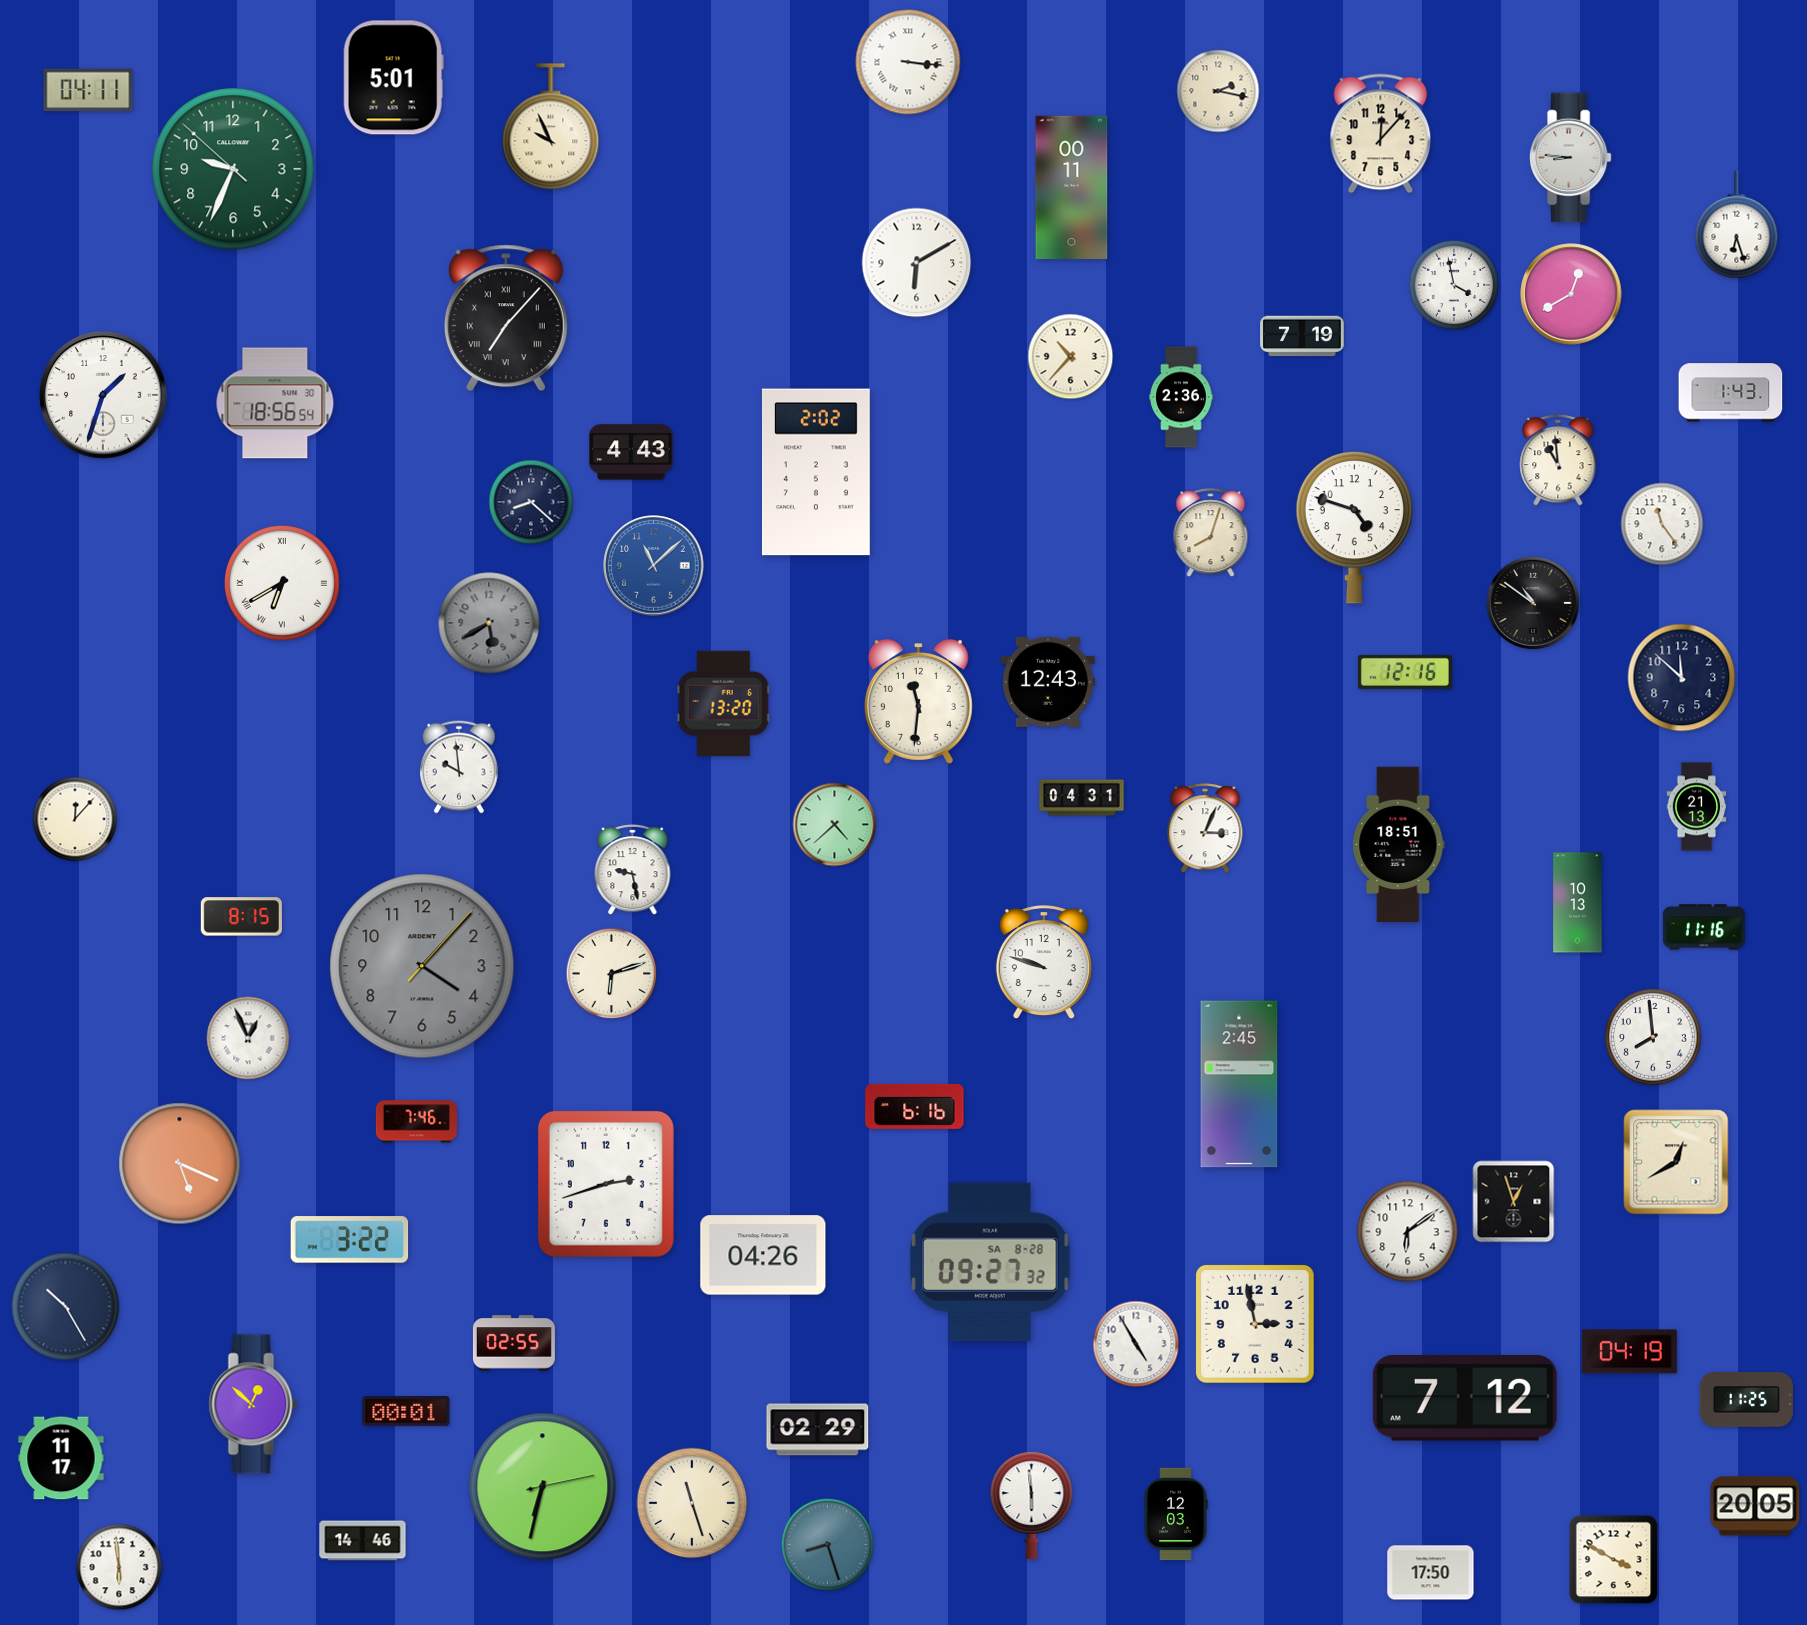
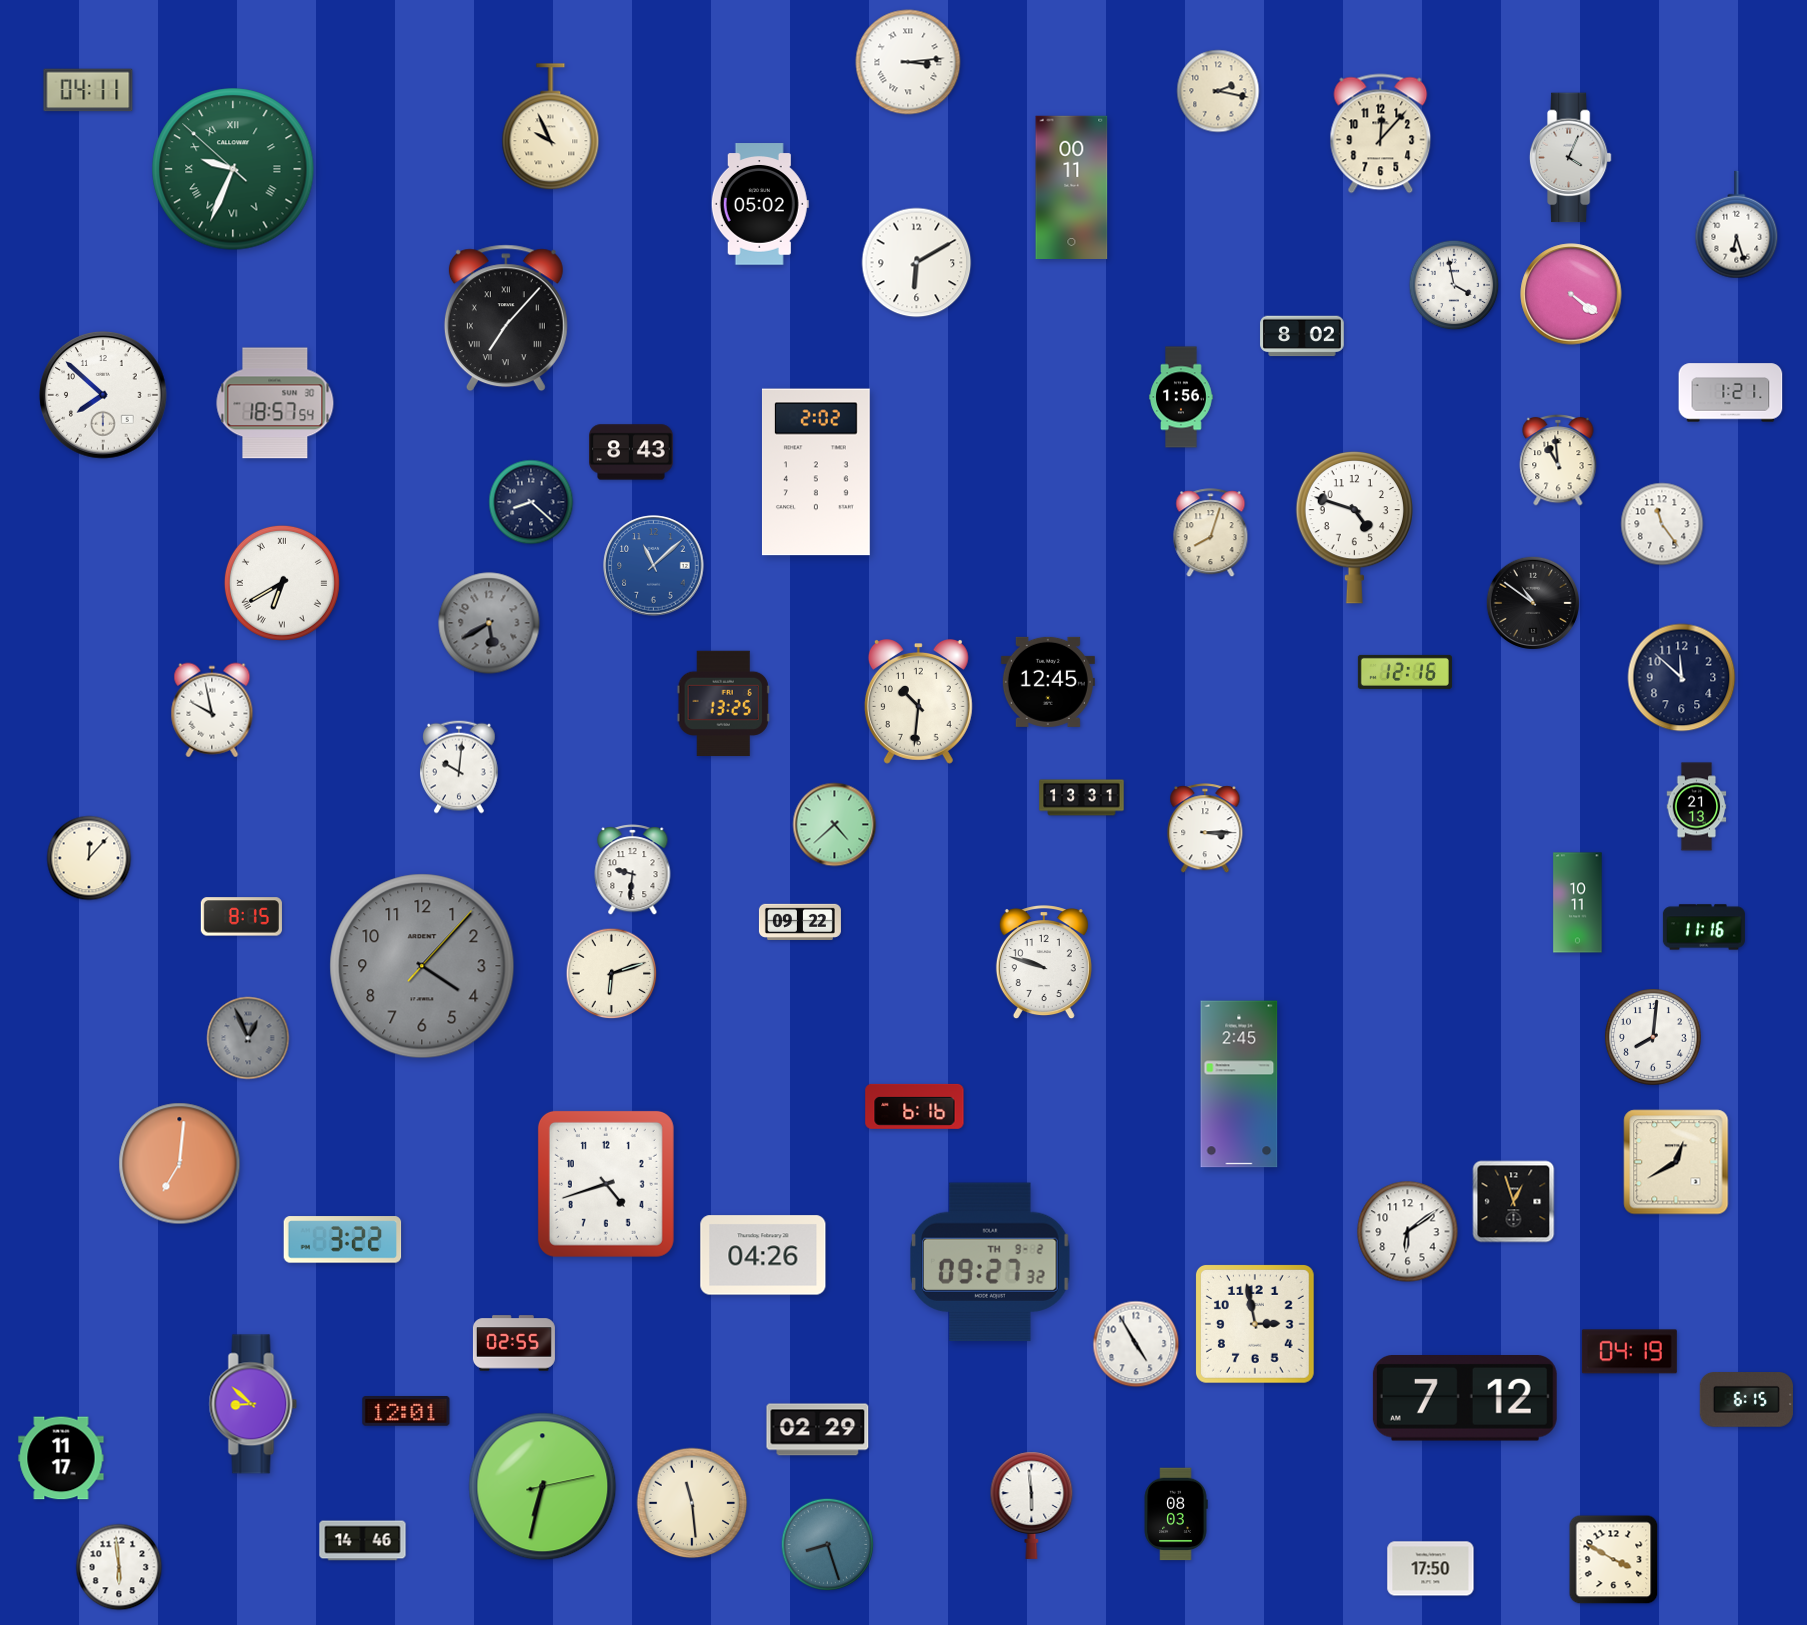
clock at (908, 62): 3:16 -> 3:14
clock at (393, 78): 5:01 -> none
clock at (1570, 158): 8:46 -> 4:04
clock at (233, 169) numerals: Arabic -> Roman
clock at (760, 204): none -> 05:02
clock at (1571, 294): 12:40 -> 4:21
clock at (1302, 336): 7:19 -> 8:02
clock at (1071, 357): 10:37 -> none
clock at (1731, 393): 1:43 -> 1:21
clock at (103, 395): 1:33 -> 7:52
clock at (1181, 397): 2:36 -> 1:56
clock at (275, 403): 18:56 -> 18:57
clock at (631, 452): 4:43 -> 8:43
clock at (1048, 682): 12:43 -> 12:45
clock at (918, 702): 11:31 -> 10:31
clock at (723, 704): 13:20 -> 13:25
clock at (212, 710): none -> 9:58
clock at (460, 767): 9:59 -> 10:01
clock at (1082, 798): 04:31 -> 13:31
clock at (75, 819) position: (75, 819) -> (89, 858)
clock at (1205, 829): 3:04 -> 3:15
clock at (1399, 845): 18:51 -> none
clock at (633, 870): 9:28 -> 9:31
clock at (1578, 903): 10:13 -> 10:11
clock at (800, 921): none -> 09:22
clock at (248, 1038) dial: white -> grey
clock at (1654, 1038): 7:59 -> 8:01
clock at (416, 1122): 7:46 -> none
clock at (180, 1164): 5:19 -> 7:01
clock at (606, 1184): 2:42 -> 4:42
clock at (350, 1240) position: (350, 1240) -> (343, 1240)
clock at (991, 1262) date: SA 8-28 -> TH 9-2
clock at (66, 1307): 10:25 -> none
clock at (1746, 1400): 11:25 -> 6:15
clock at (253, 1404): 12:52 -> 8:52
clock at (406, 1412): 00:01 -> 12:01
clock at (692, 1503): 11:27 -> 11:29
clock at (1755, 1506): 20:05 -> none
clock at (1176, 1514): 12:03 -> 08:03
clock at (1431, 1573) position: (1431, 1573) -> (1431, 1569)
